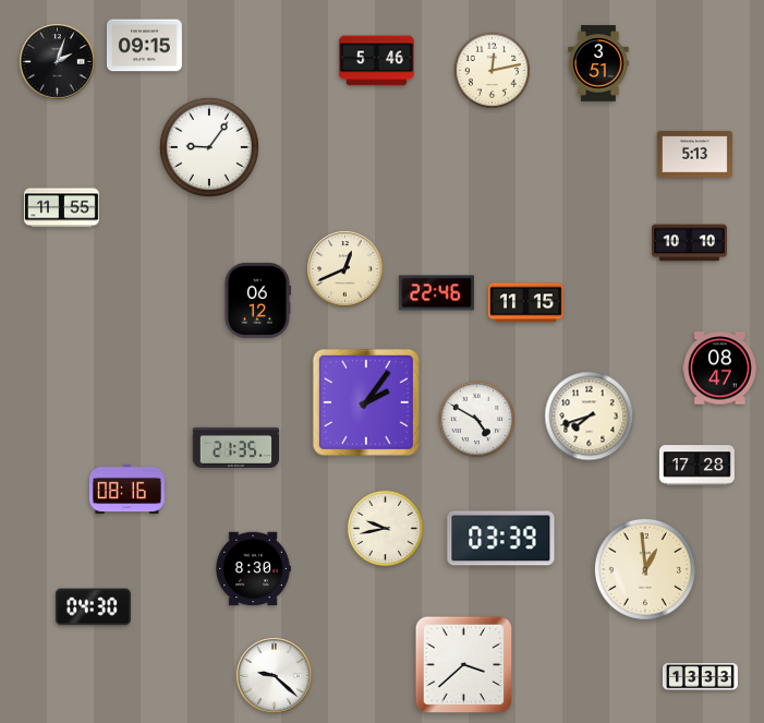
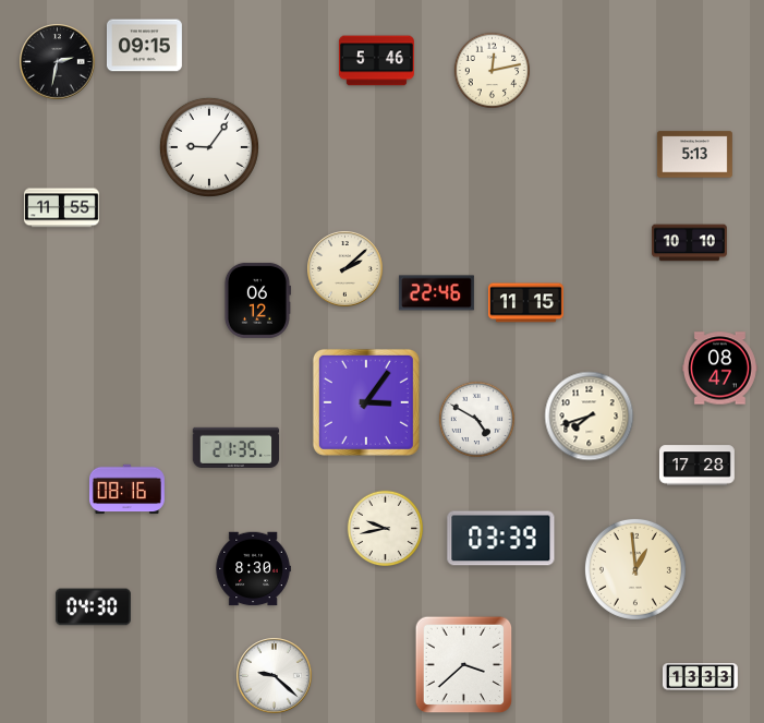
clock at (58, 62): 2:03 -> 2:32
clock at (598, 63): 3:51 -> none
clock at (345, 269): 12:41 -> 2:08
clock at (366, 402): 2:06 -> 3:06
clock at (645, 569) position: (645, 569) -> (635, 569)
